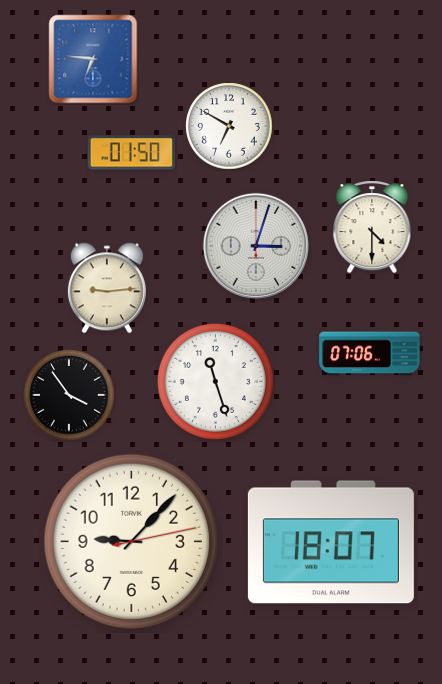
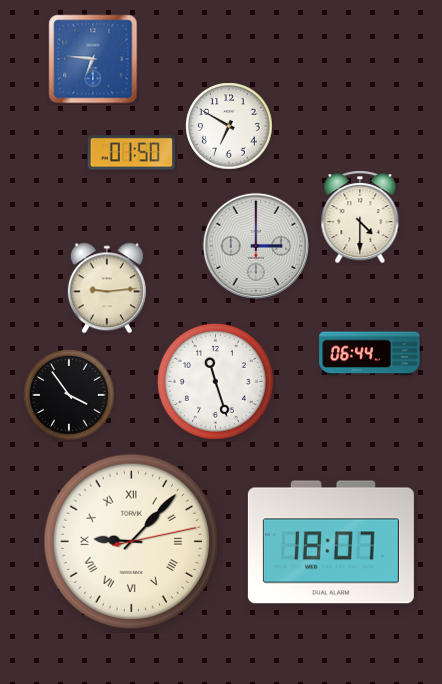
clock at (372, 227) position: (372, 227) -> (360, 217)
clock at (256, 246): 3:03 -> 3:00
clock at (370, 354): 07:06 -> 06:44
clock at (131, 541) numerals: Arabic -> Roman
